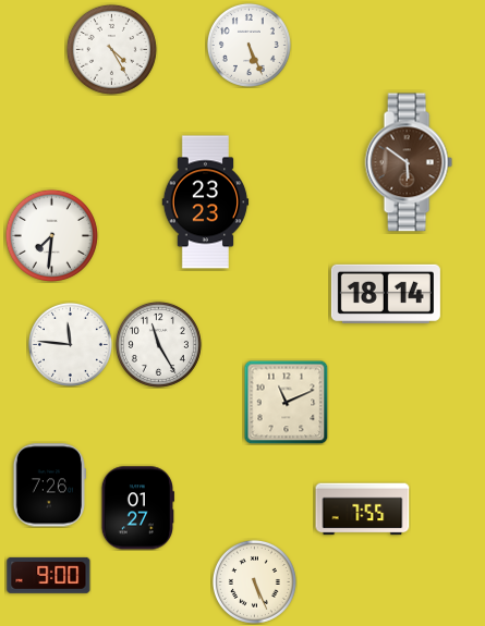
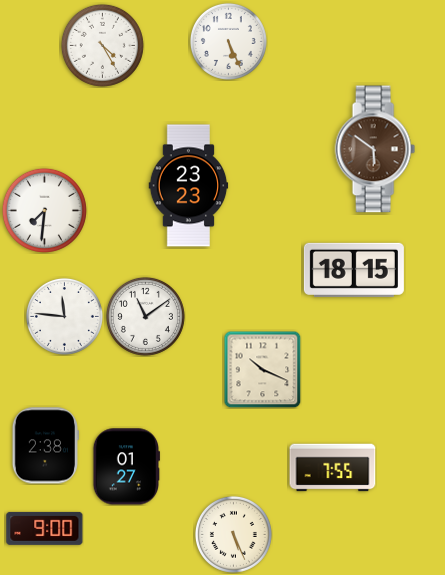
clock at (51, 235) position: (51, 235) -> (44, 210)
clock at (386, 294): 18:14 -> 18:15
clock at (158, 344): 11:25 -> 11:09
clock at (286, 402): 11:11 -> 10:19
clock at (49, 486): 7:26 -> 2:38
